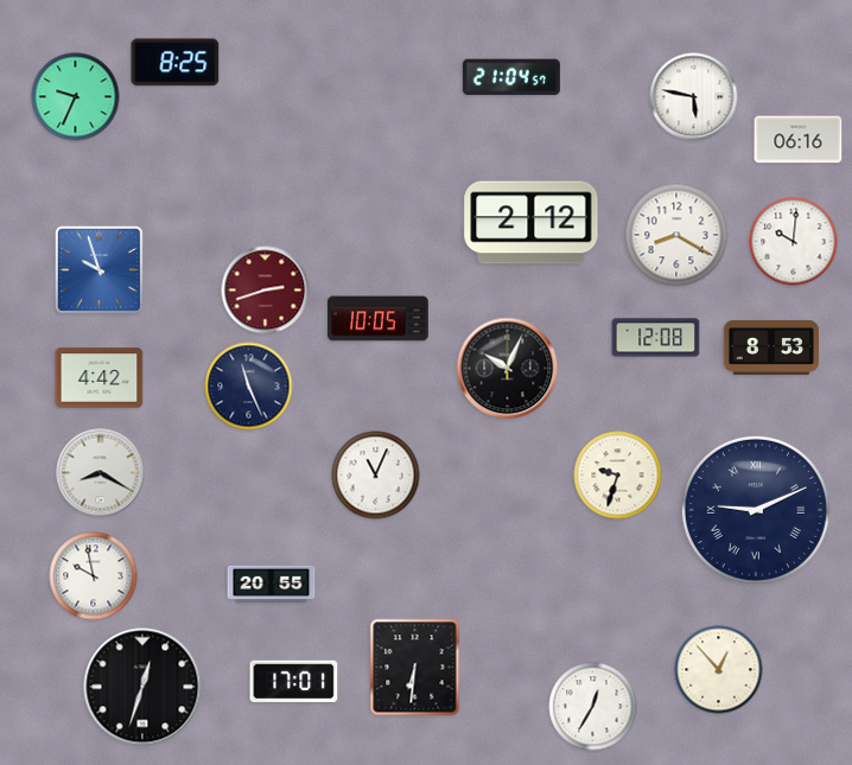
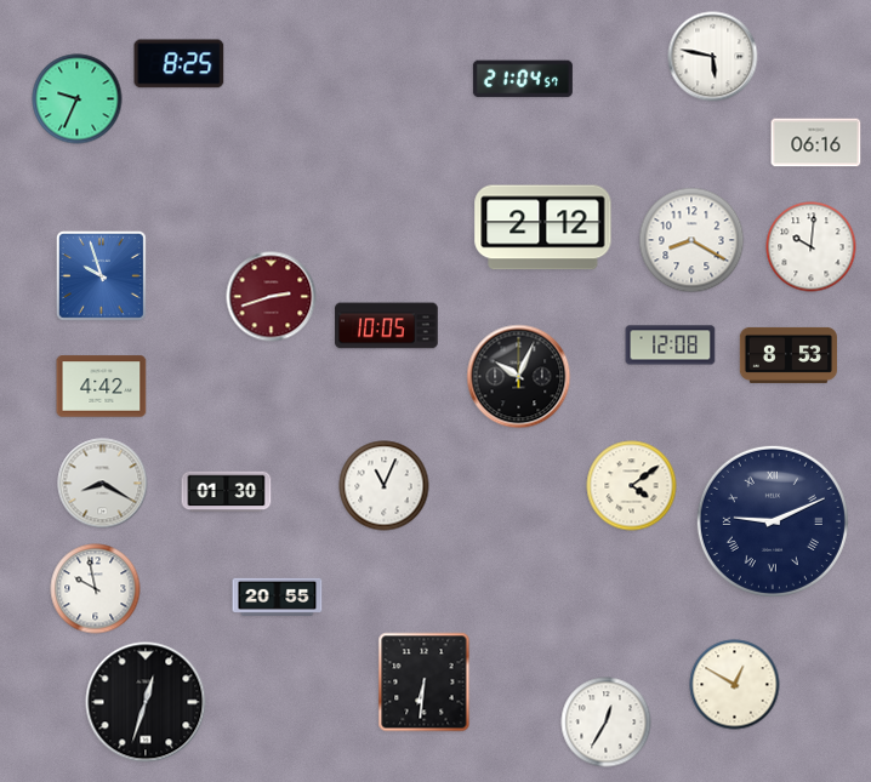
clock at (694, 97) position: (694, 97) -> (713, 57)
clock at (249, 387): 11:26 -> none
clock at (618, 476): 9:33 -> 4:09
clock at (227, 492): none -> 01:30
clock at (719, 670): 12:53 -> 12:50
clock at (294, 681): 17:01 -> none
